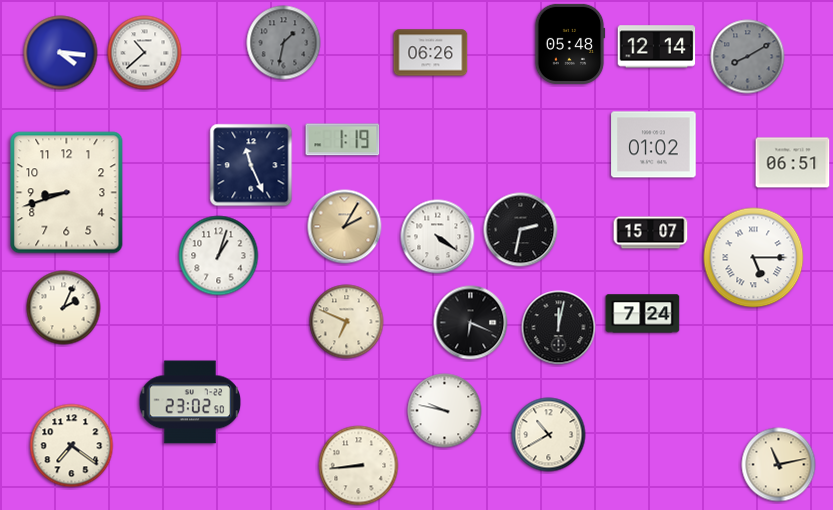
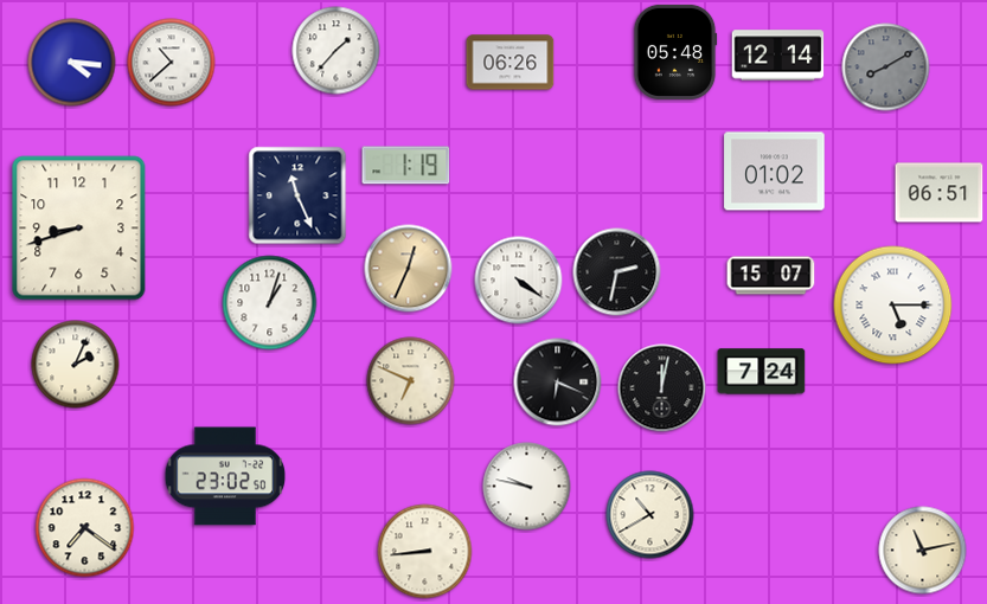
clock at (284, 43): 1:32 -> 1:37
clock at (284, 43) dial: grey -> white
clock at (345, 227): 2:05 -> 12:34
clock at (219, 256) position: (219, 256) -> (270, 303)
